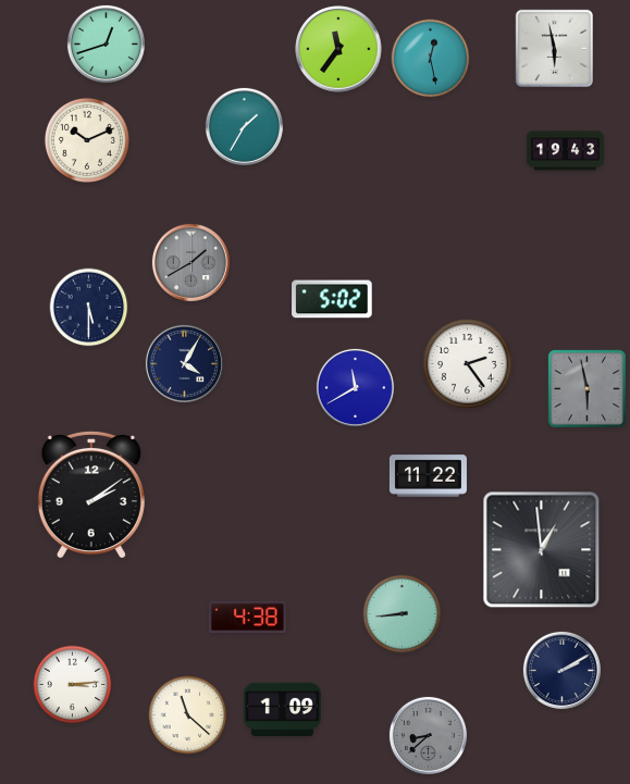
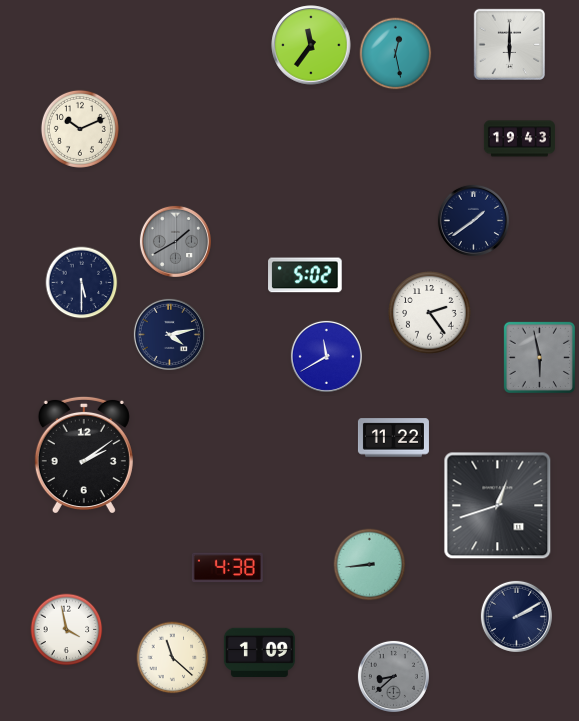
clock at (106, 43): 12:42 -> none
clock at (554, 48): 5:58 -> 6:00
clock at (244, 126): 1:35 -> none
clock at (473, 220): none -> 1:39
clock at (184, 363): 4:05 -> 4:13
clock at (468, 364) position: (468, 364) -> (430, 313)
clock at (542, 550): 12:59 -> 12:42
clock at (73, 685): 3:14 -> 3:58
